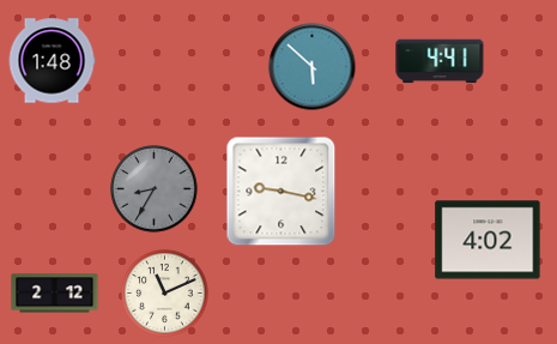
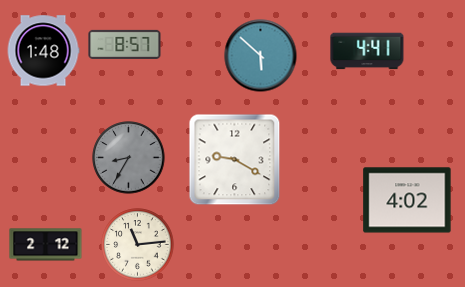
clock at (125, 44): none -> 8:57
clock at (281, 192): 9:17 -> 9:20
clock at (165, 294): 11:11 -> 11:14
